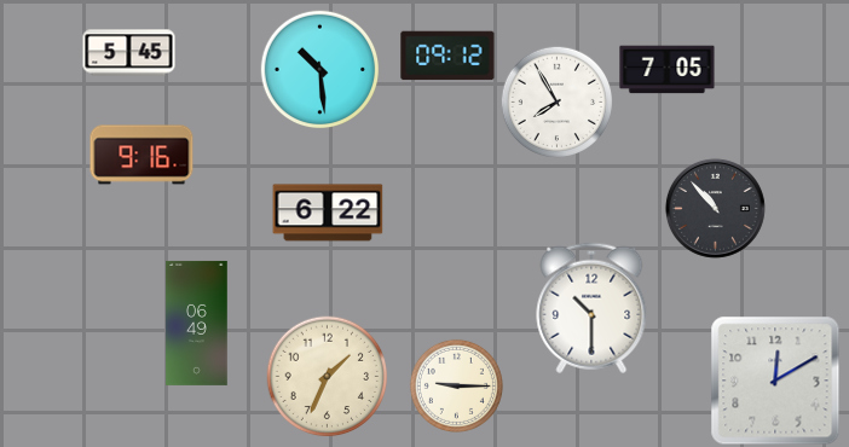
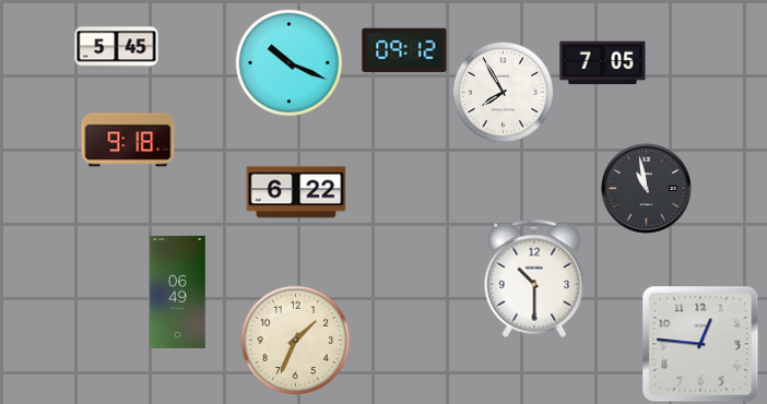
clock at (320, 70): 10:29 -> 10:19
clock at (141, 155): 9:16 -> 9:18
clock at (715, 208): 10:53 -> 10:58
clock at (775, 381): 12:10 -> 12:46
clock at (456, 385): 9:15 -> none
